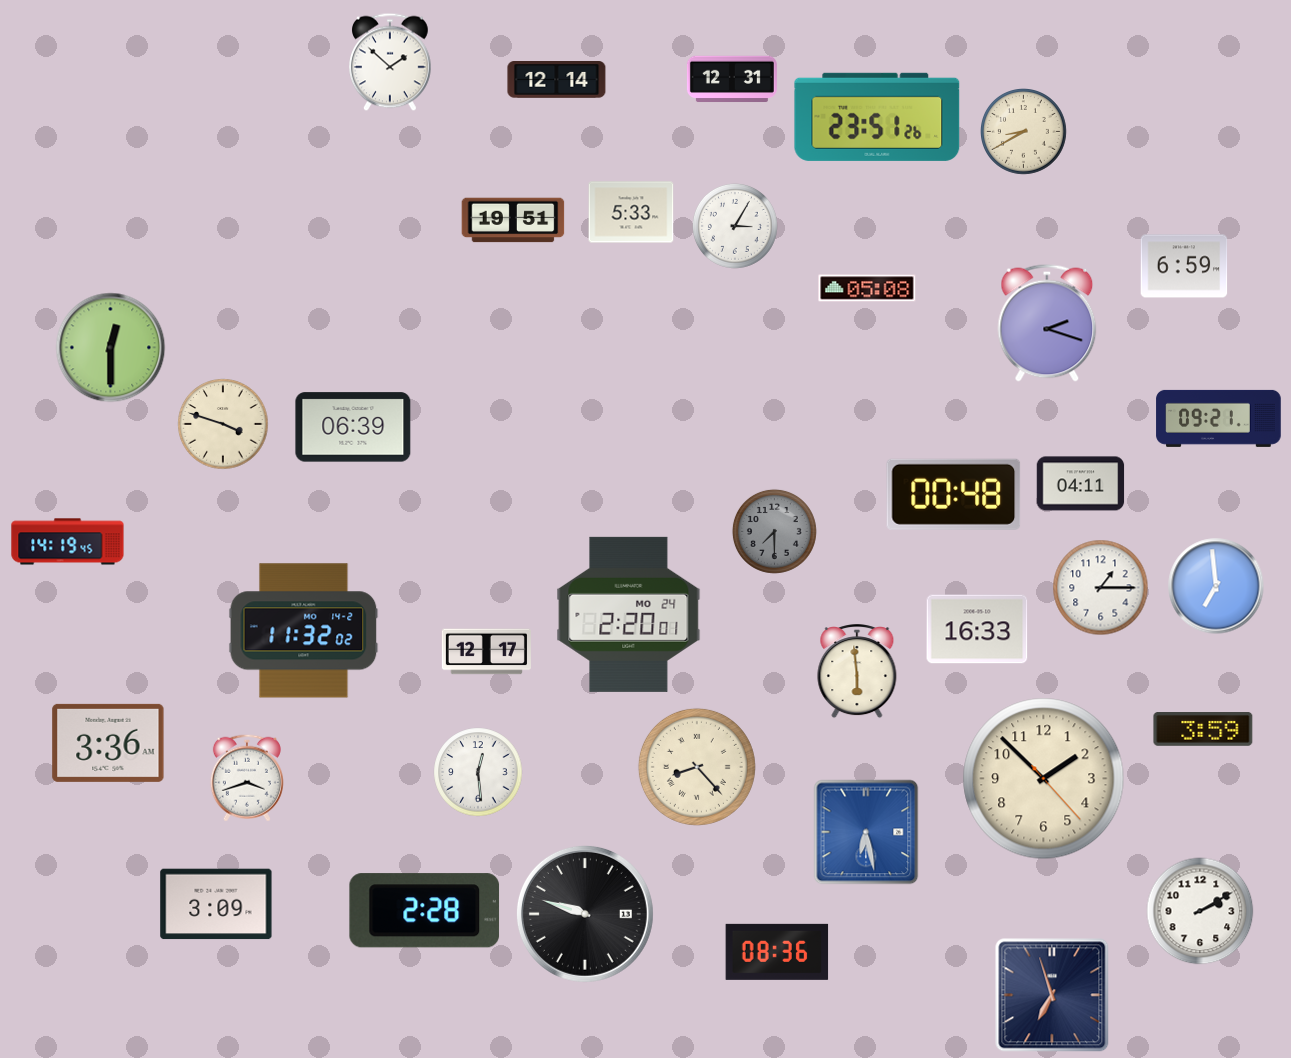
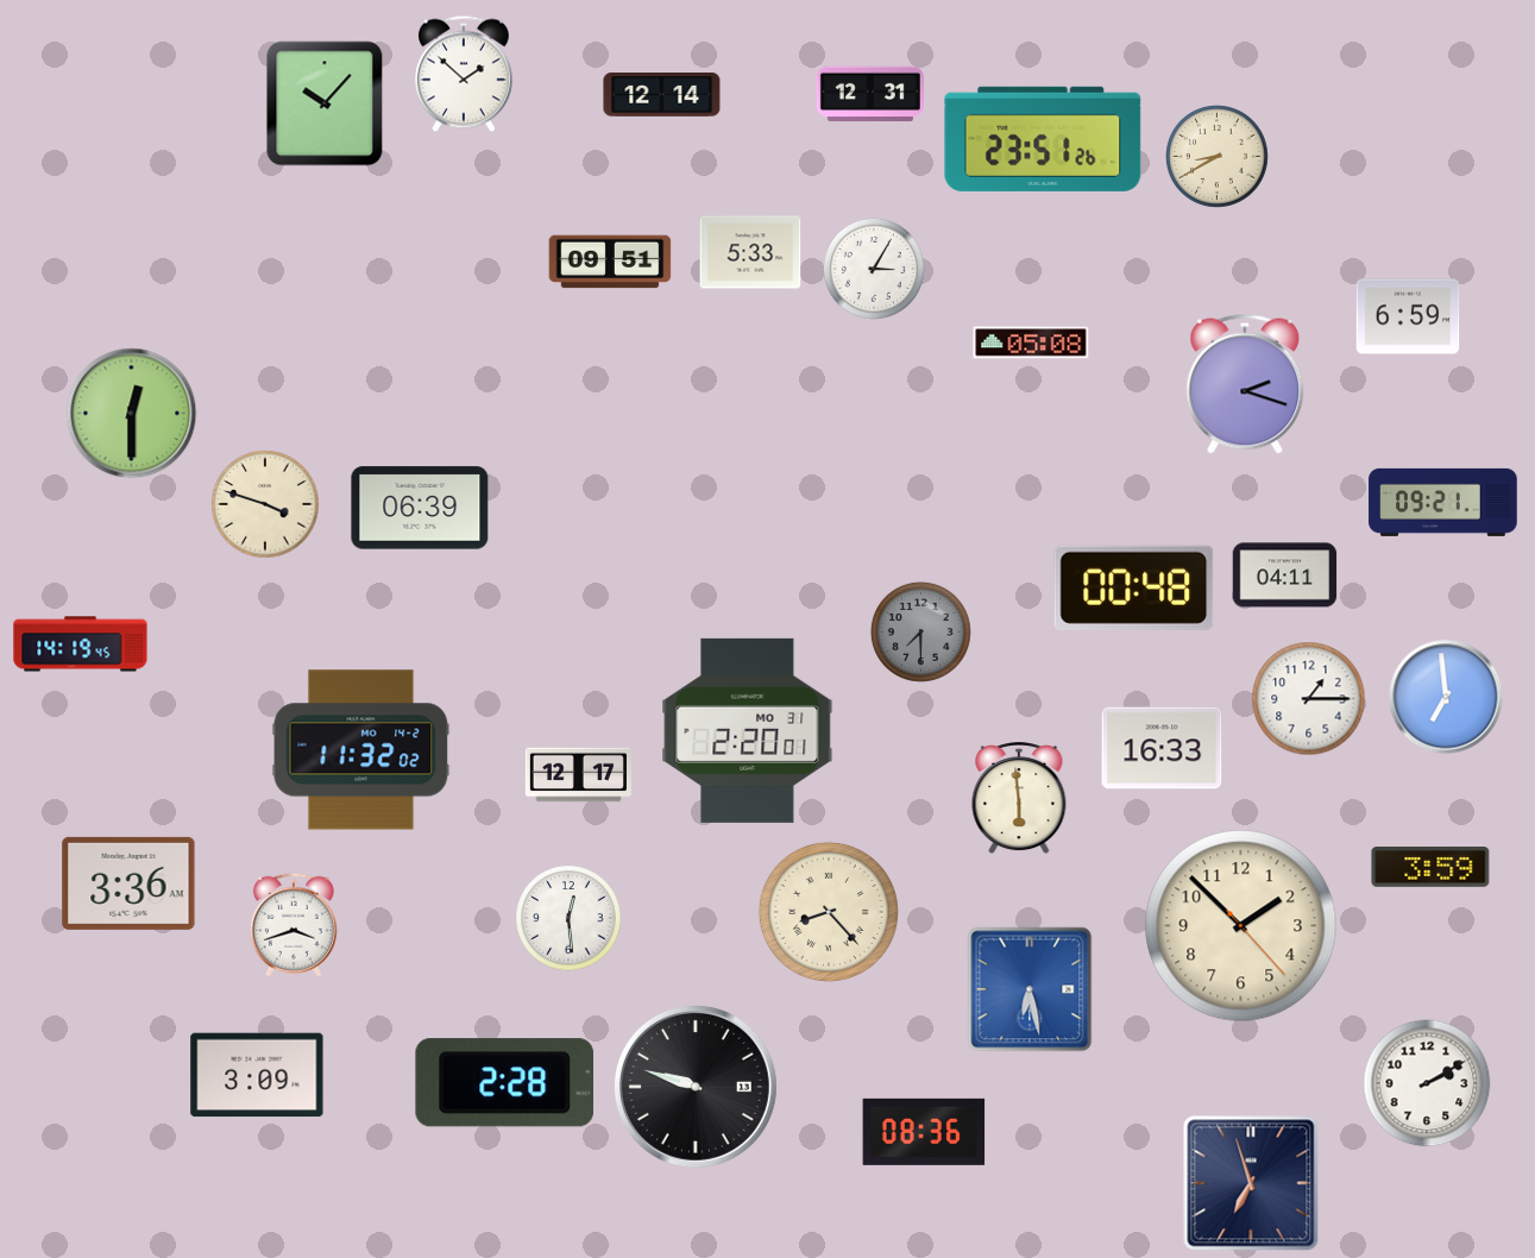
clock at (325, 103): none -> 10:07
clock at (513, 220): 19:51 -> 09:51
clock at (1219, 418) position: (1219, 418) -> (1443, 502)
clock at (629, 614) date: MO 24 -> MO 31
